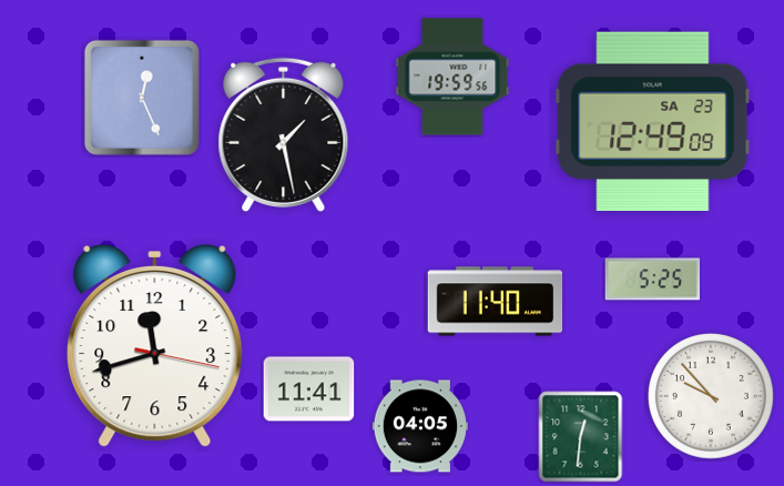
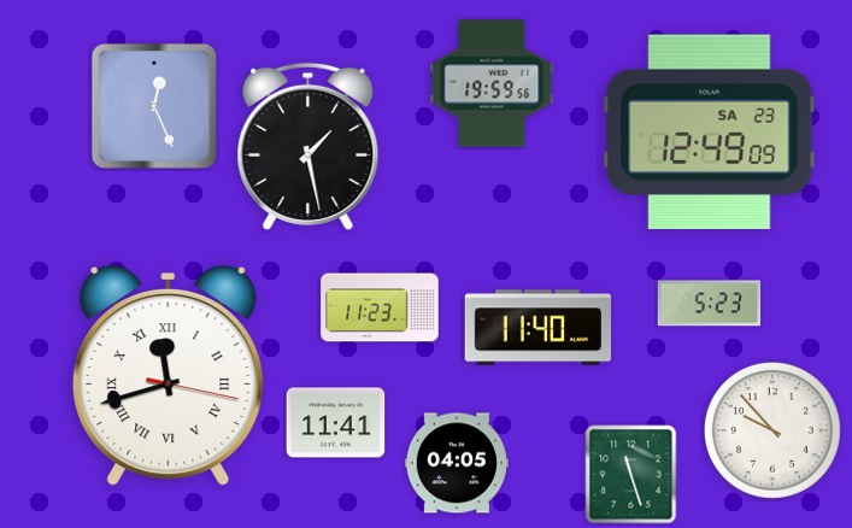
clock at (653, 280): 5:25 -> 5:23
clock at (380, 307): none -> 11:23
clock at (155, 346) numerals: Arabic -> Roman
clock at (581, 437): 12:31 -> 11:27
